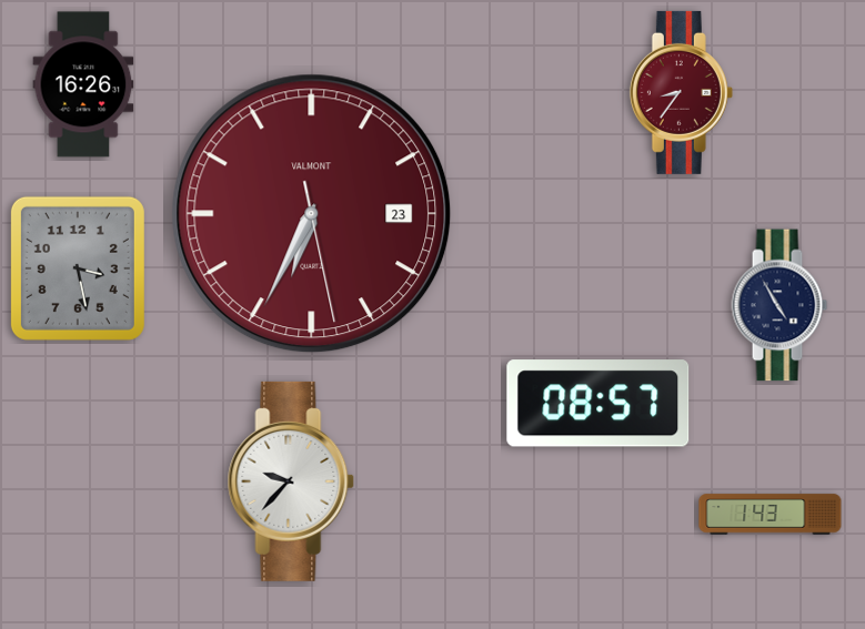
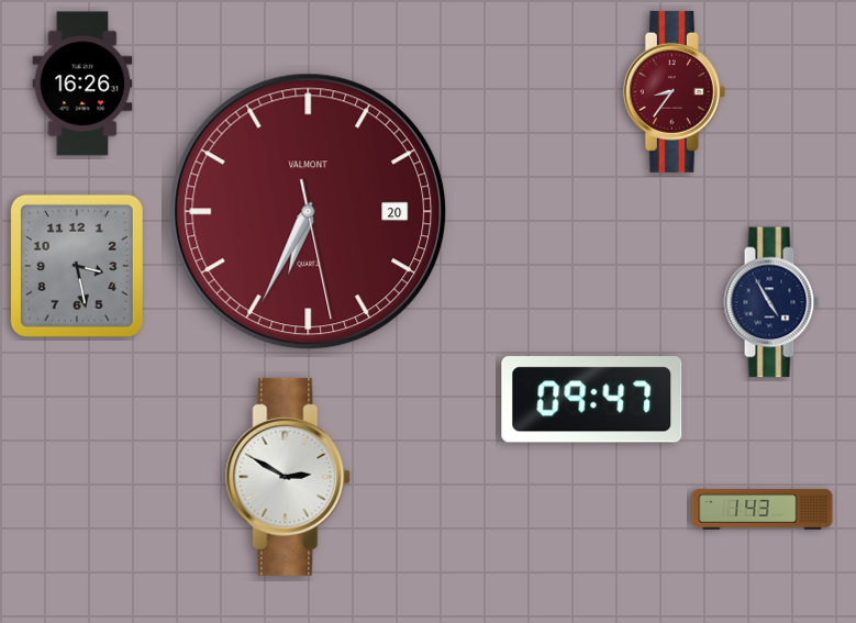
clock at (312, 214) date: 23 -> 20
clock at (599, 404): 08:57 -> 09:47
clock at (291, 481): 9:37 -> 2:50
